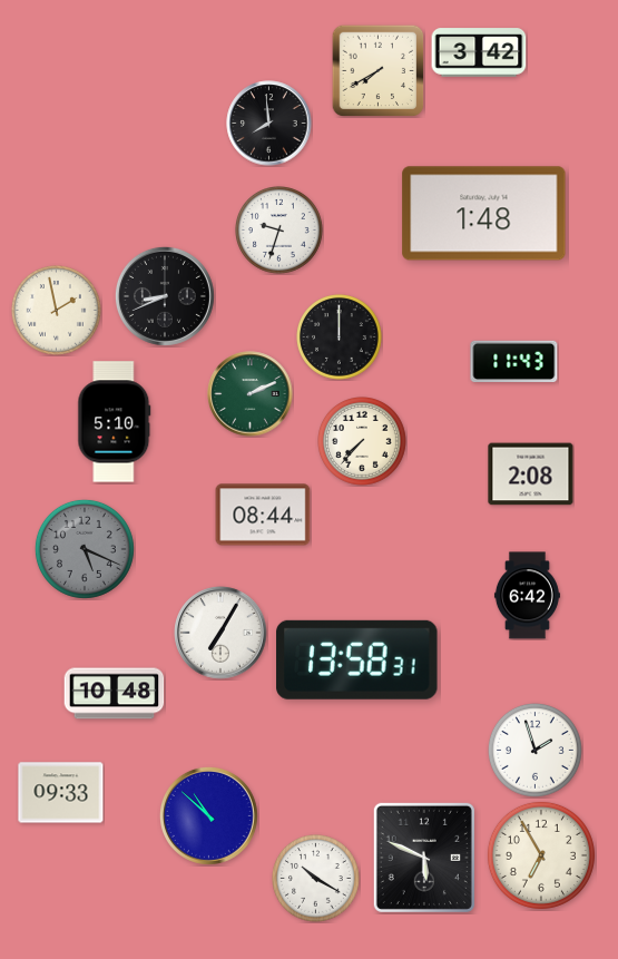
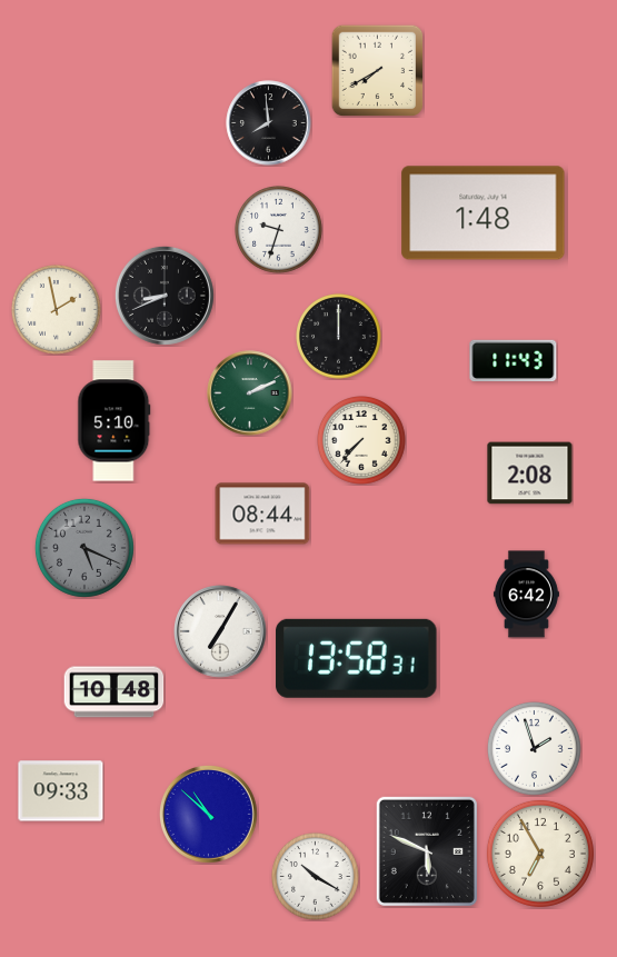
clock at (479, 52): 3:42 -> none
clock at (424, 858) position: (424, 858) -> (427, 851)
